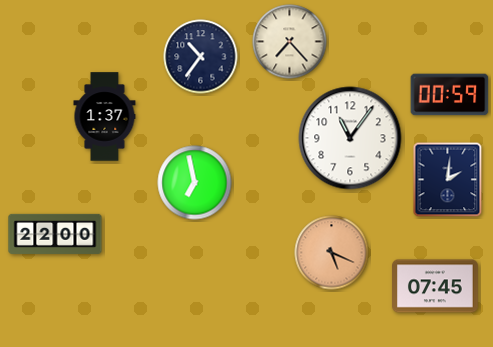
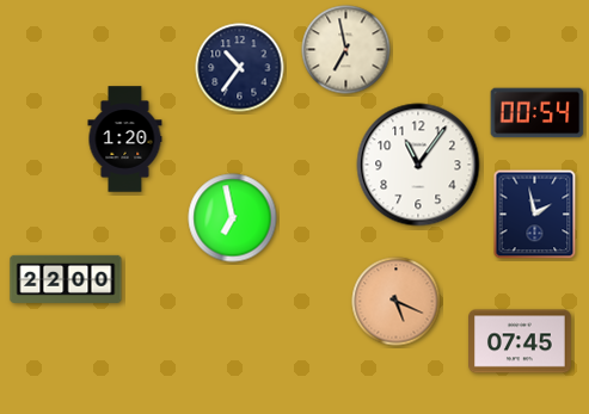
clock at (290, 42): 7:23 -> 6:58
clock at (450, 95): 00:59 -> 00:54
clock at (105, 117): 1:37 -> 1:20
clock at (448, 180): 2:01 -> 1:58
